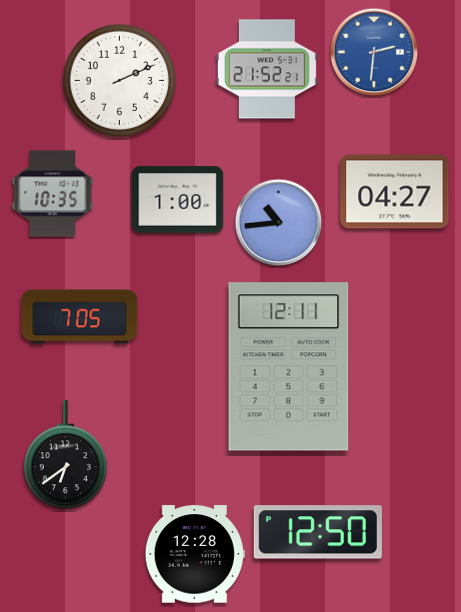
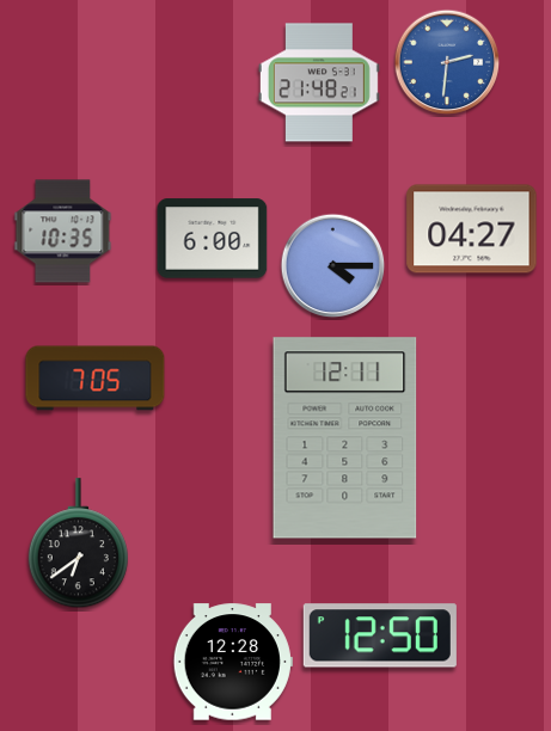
clock at (267, 69): 21:52 -> 21:48
clock at (119, 80): 2:11 -> none
clock at (178, 200): 1:00 -> 6:00
clock at (279, 223): 10:44 -> 4:15
